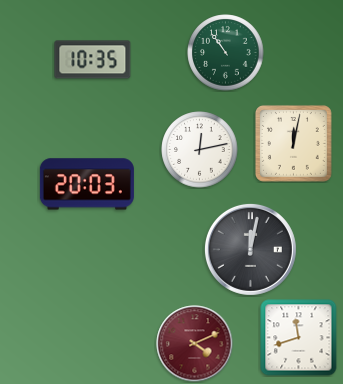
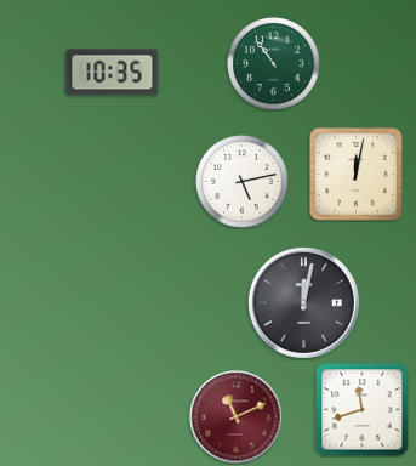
clock at (200, 150): 12:13 -> 5:13
clock at (87, 184): 20:03 -> none
clock at (195, 344): 4:11 -> 11:11
